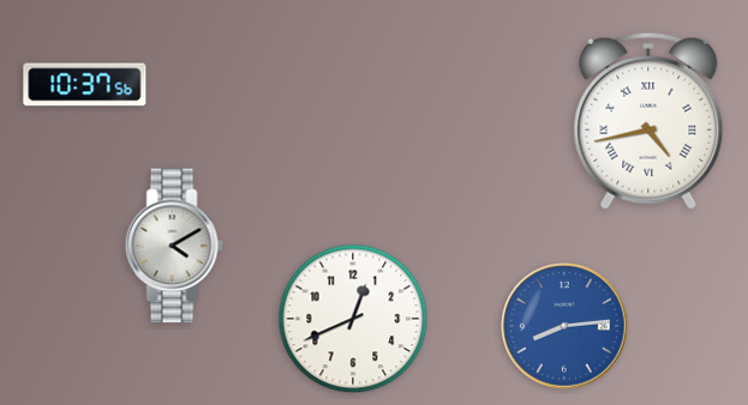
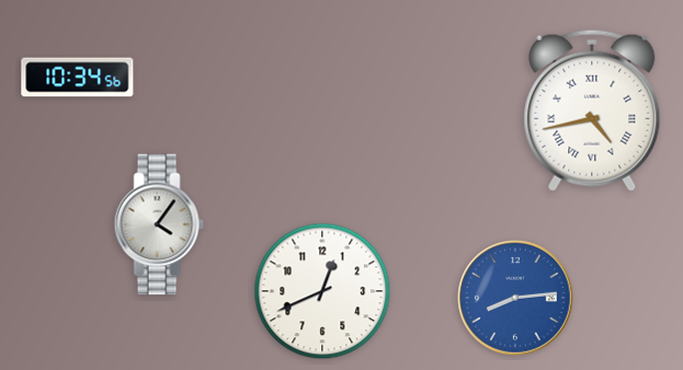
clock at (85, 85): 10:37 -> 10:34
clock at (174, 246): 4:10 -> 4:06
